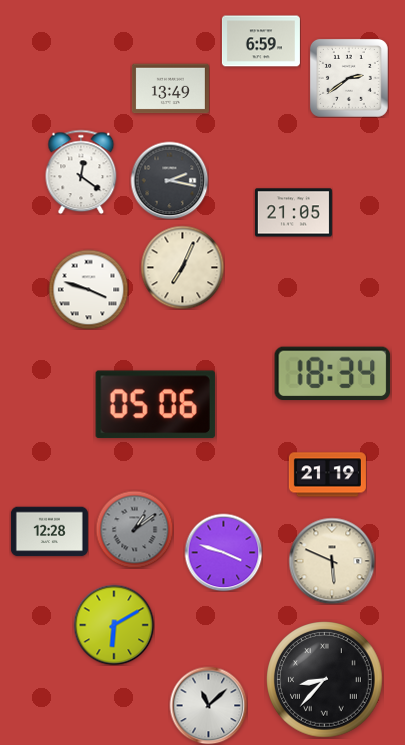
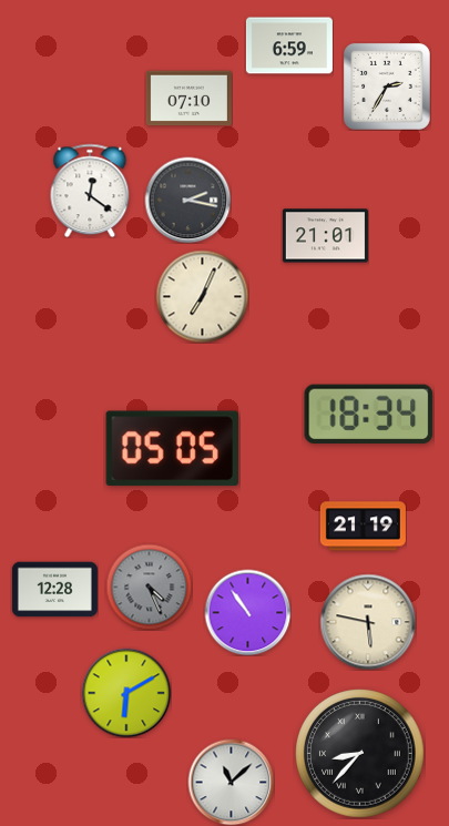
clock at (349, 78): 2:39 -> 2:35
clock at (170, 89): 13:49 -> 07:10
clock at (293, 213): 21:05 -> 21:01
clock at (88, 289): 3:48 -> none
clock at (155, 405): 05:06 -> 05:05
clock at (134, 529): 1:09 -> 4:26
clock at (223, 552): 3:48 -> 10:54
clock at (332, 561): 5:49 -> 5:47
